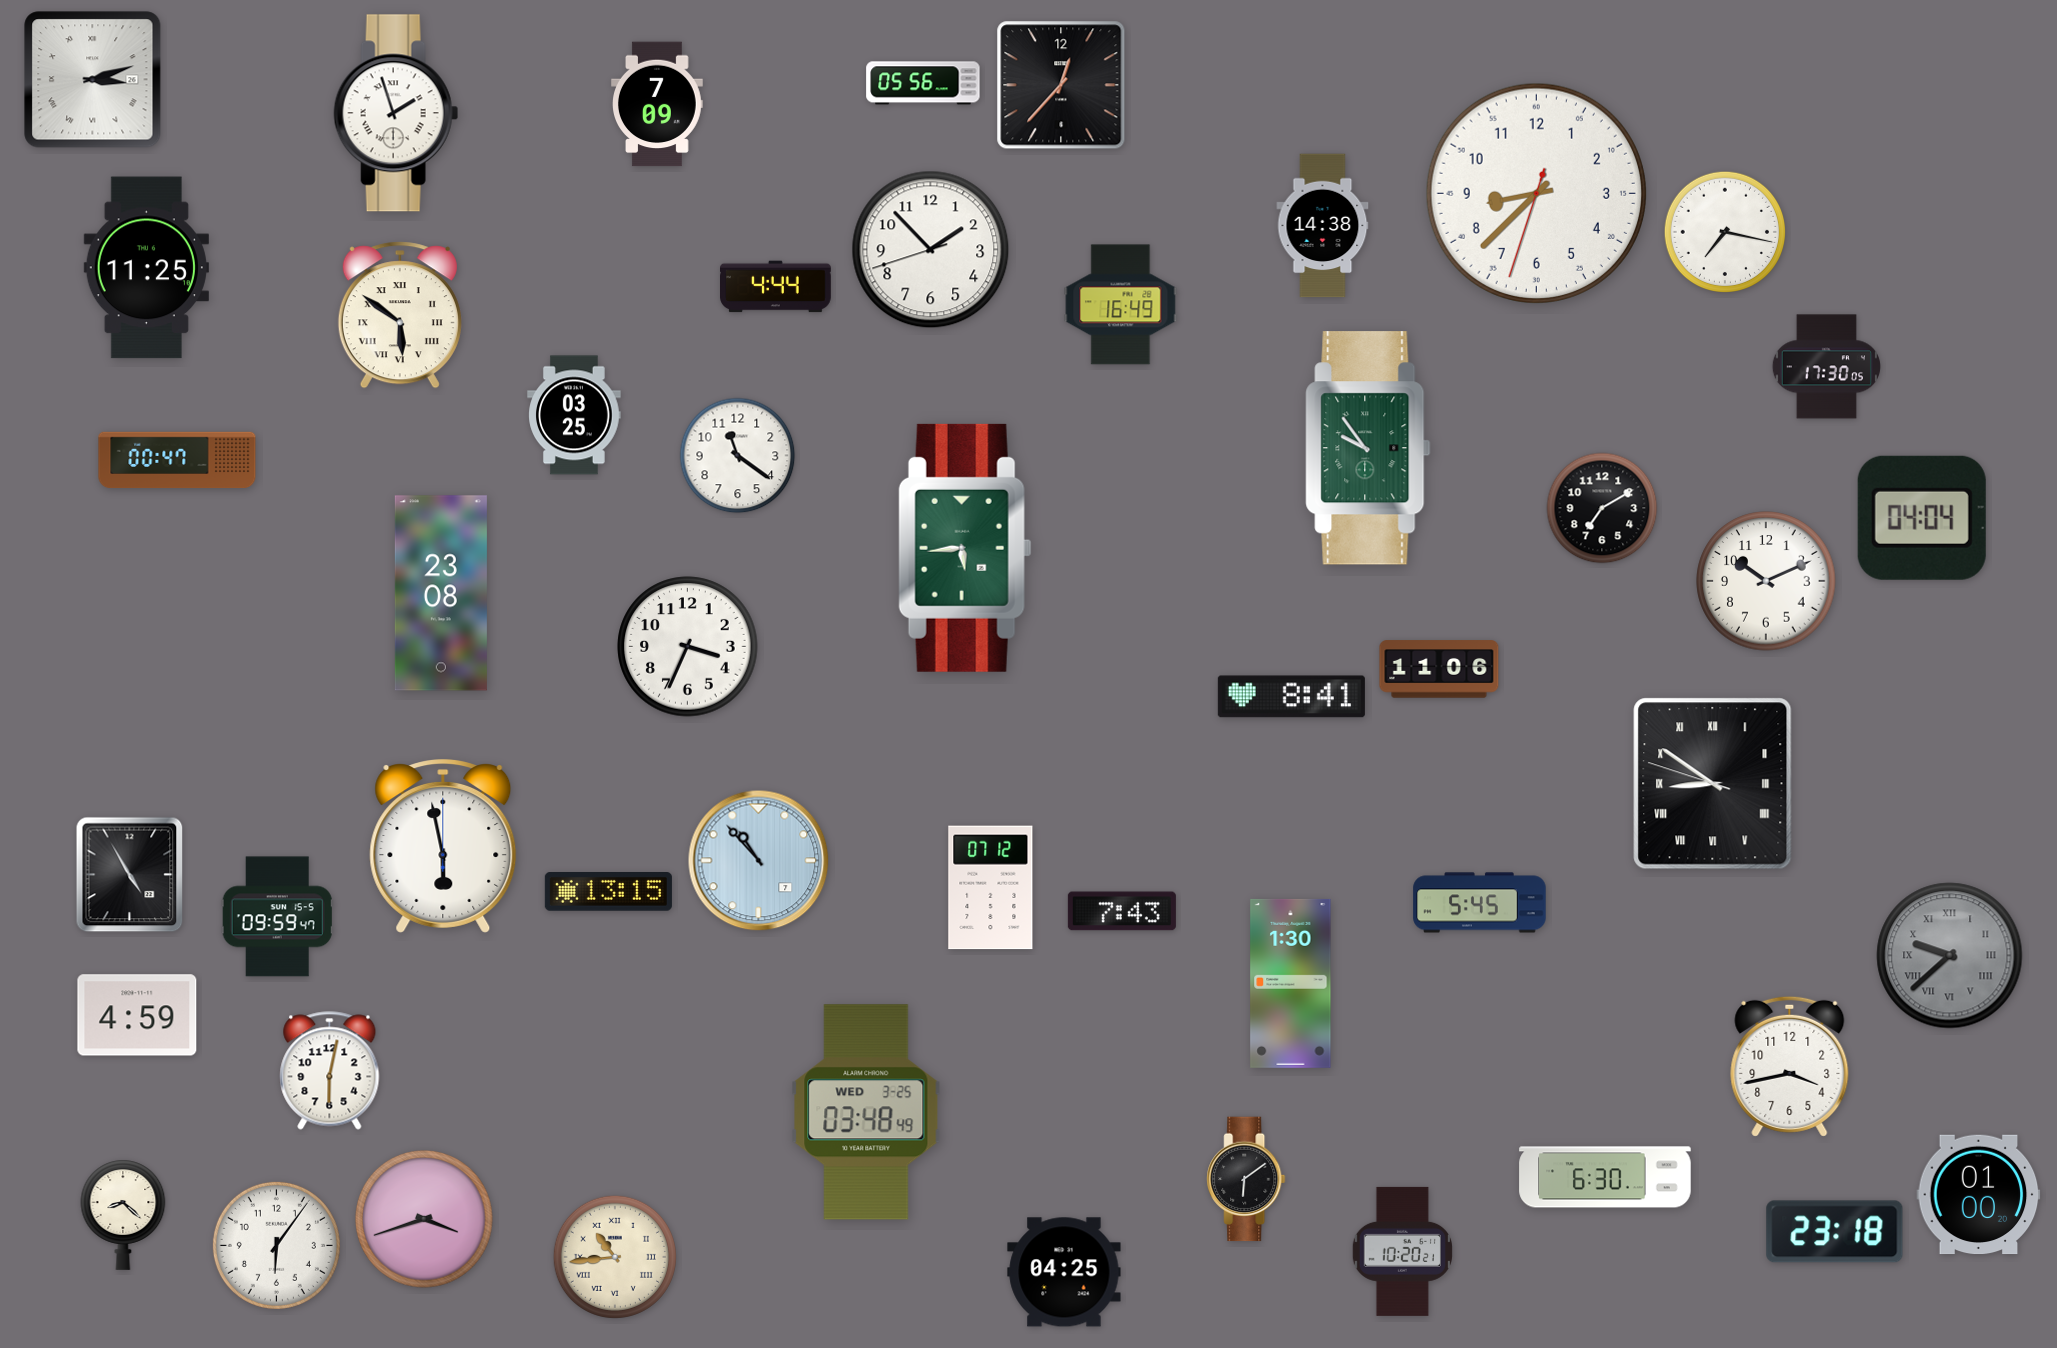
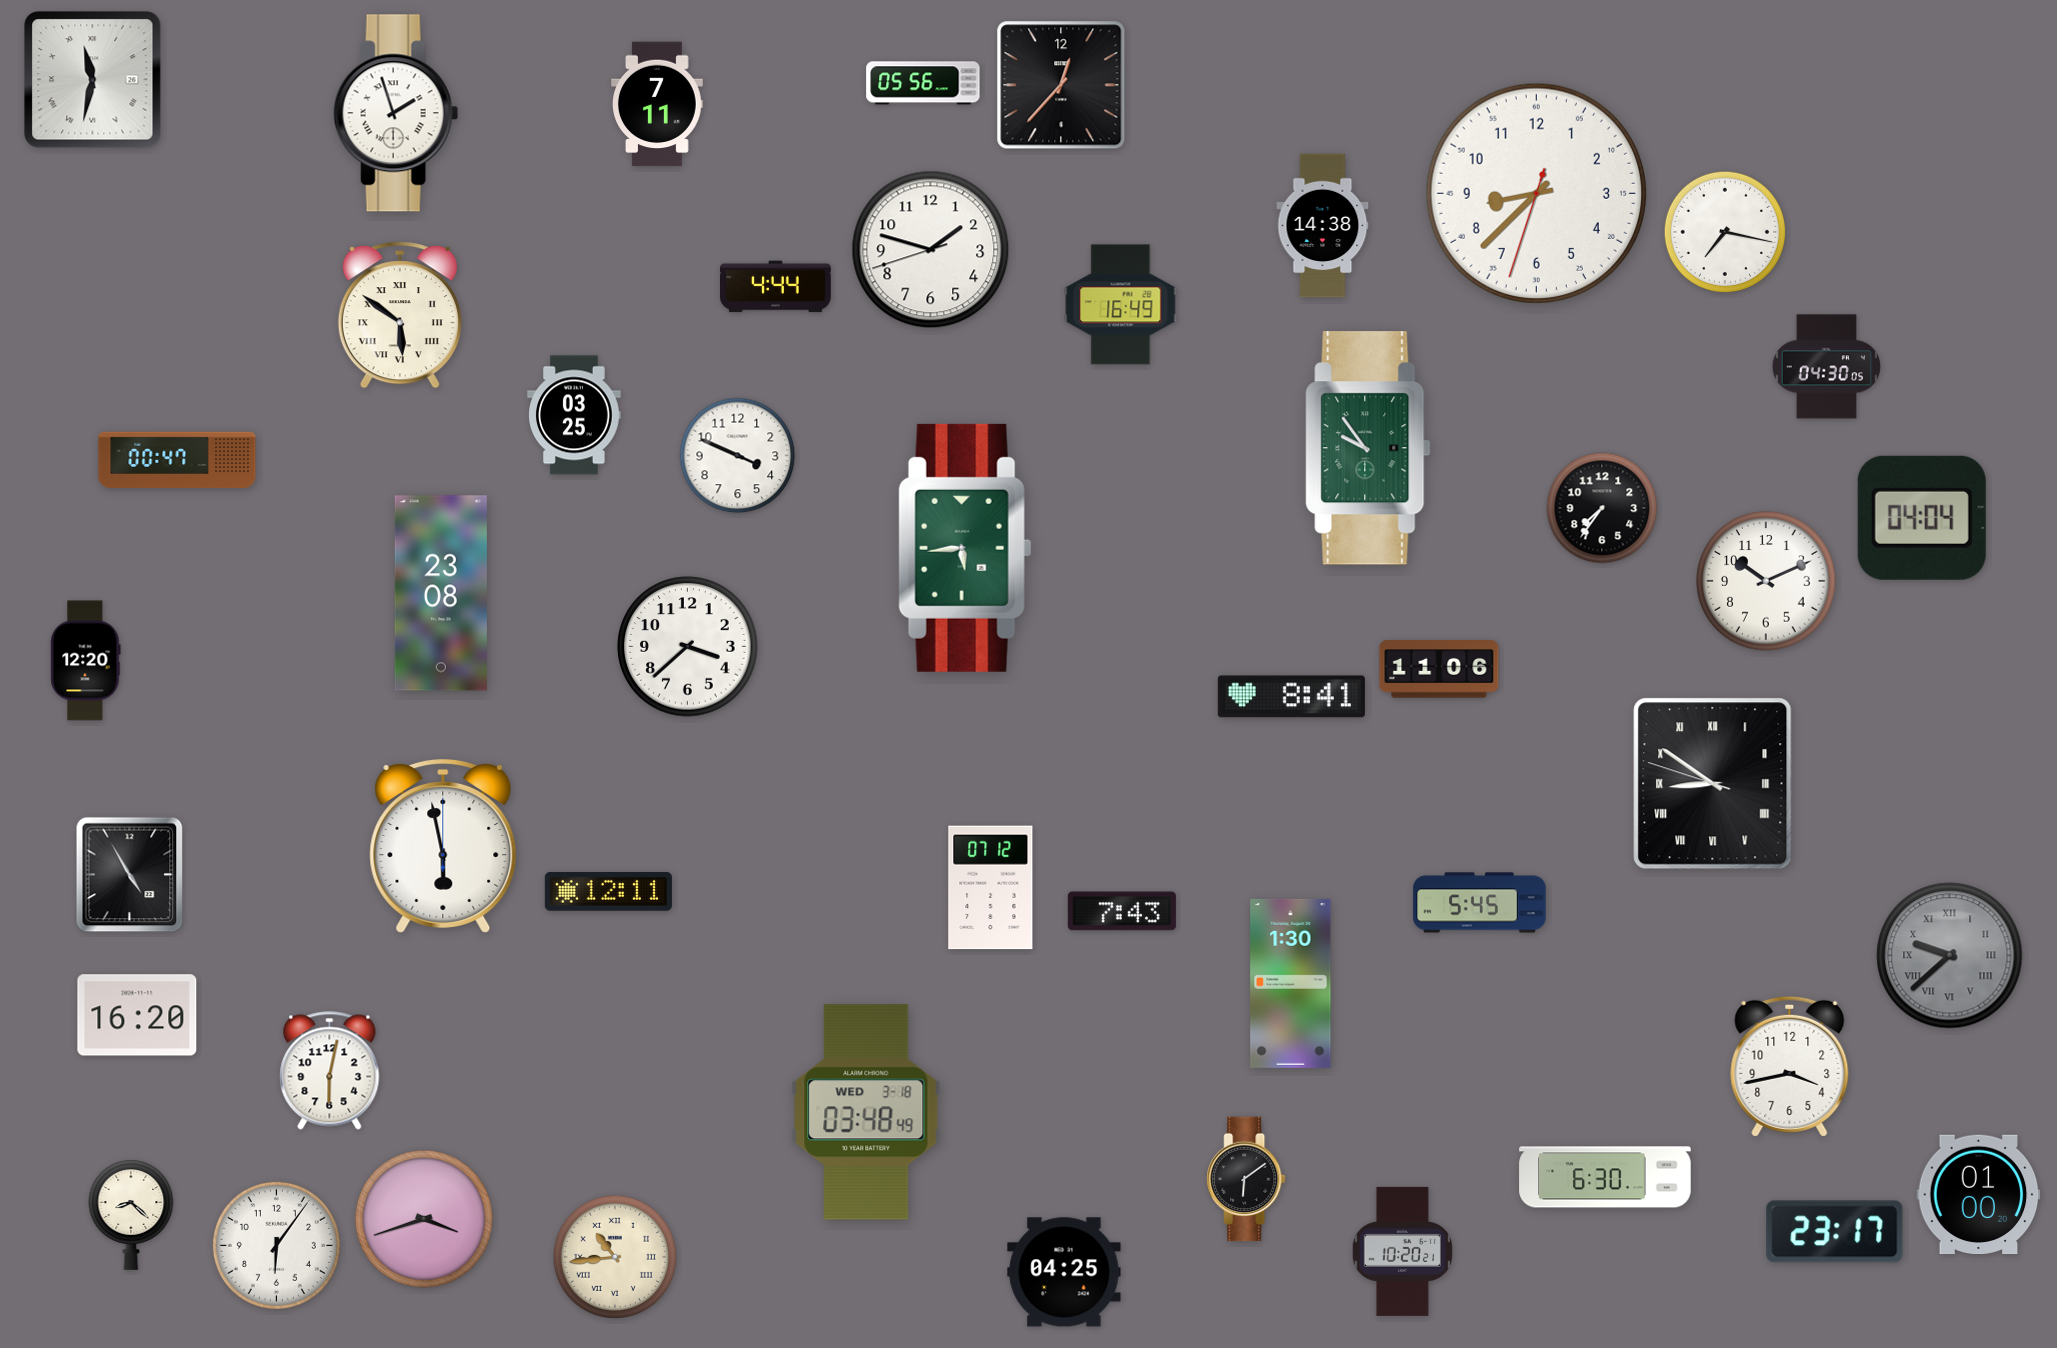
clock at (93, 80): 3:12 -> 11:32
clock at (658, 104): 7:09 -> 7:11
clock at (931, 250): 1:52 -> 1:47
clock at (146, 268): 11:25 -> none
clock at (1826, 367): 17:30 -> 04:30
clock at (738, 456): 11:21 -> 3:49
clock at (1602, 508): 7:10 -> 7:36
clock at (688, 647): 3:34 -> 3:38
clock at (86, 661): none -> 12:20
clock at (759, 861): 10:53 -> none
clock at (608, 892): 13:15 -> 12:11
clock at (277, 917): 09:59 -> none
clock at (137, 1015): 4:59 -> 16:20
clock at (866, 1112) date: WED 3-25 -> WED 3-18
clock at (123, 1215) position: (123, 1215) -> (131, 1215)
clock at (1835, 1232): 23:18 -> 23:17
